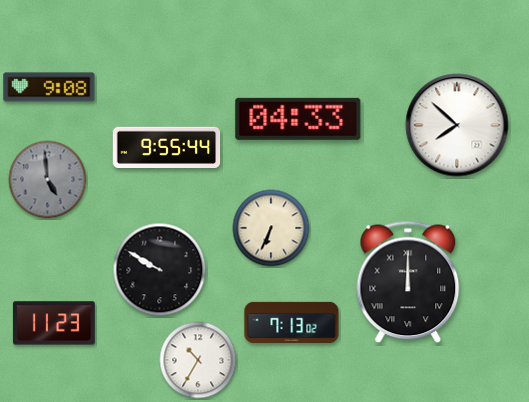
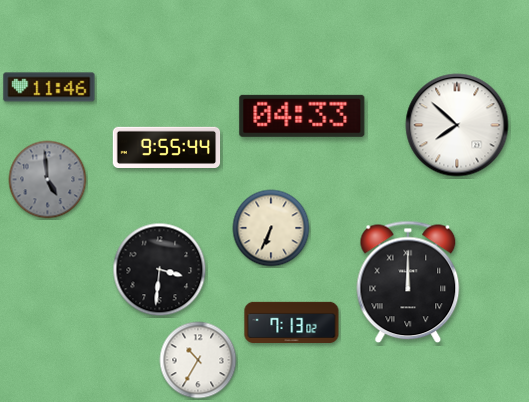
clock at (49, 87): 9:08 -> 11:46
clock at (298, 119) position: (298, 119) -> (302, 116)
clock at (160, 270): 9:50 -> 3:31
clock at (54, 323): 11:23 -> none
